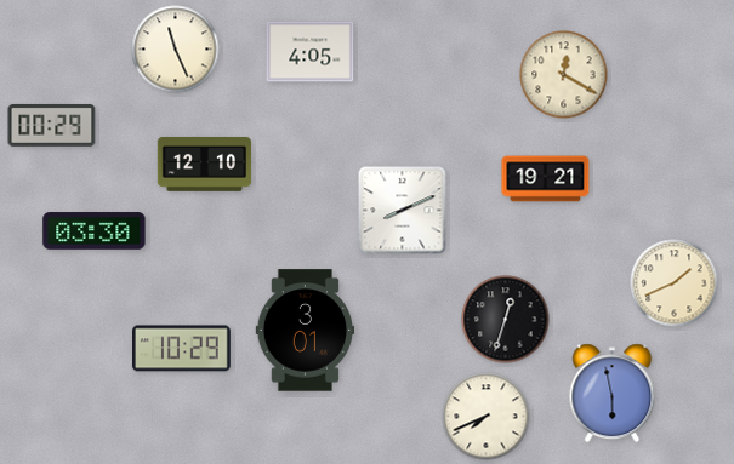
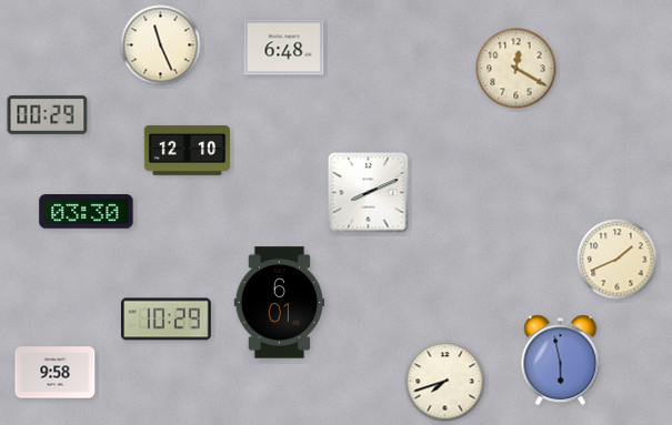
clock at (311, 52): 4:05 -> 6:48
clock at (546, 179): 19:21 -> none
clock at (506, 320): 12:33 -> none
clock at (305, 331): 3:01 -> 6:01
clock at (56, 373): none -> 9:58
clock at (487, 417): 7:41 -> 7:42
